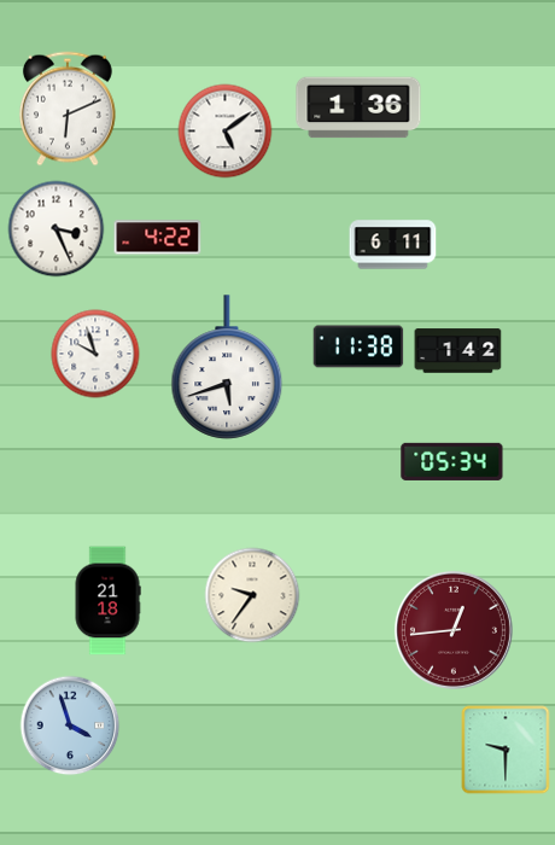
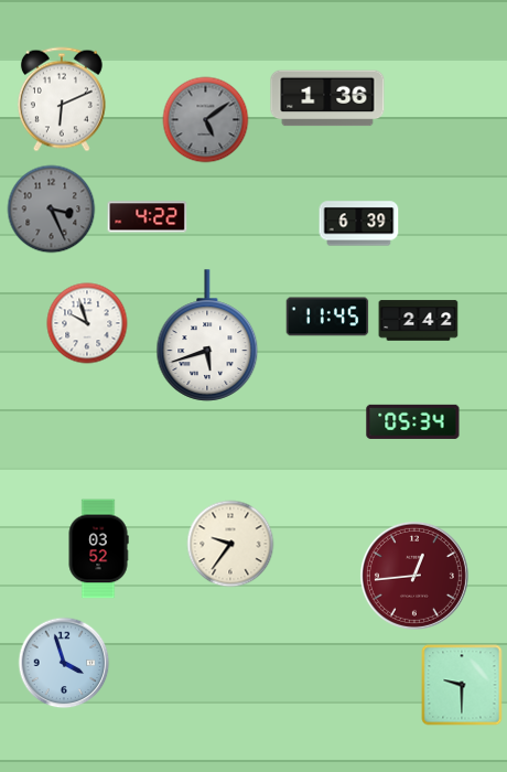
clock at (226, 132) dial: white -> grey
clock at (57, 229) dial: white -> grey
clock at (158, 238) position: (158, 238) -> (148, 217)
clock at (393, 245): 6:11 -> 6:39
clock at (358, 346): 11:38 -> 11:45
clock at (458, 351): 1:42 -> 2:42
clock at (107, 601): 21:18 -> 03:52
